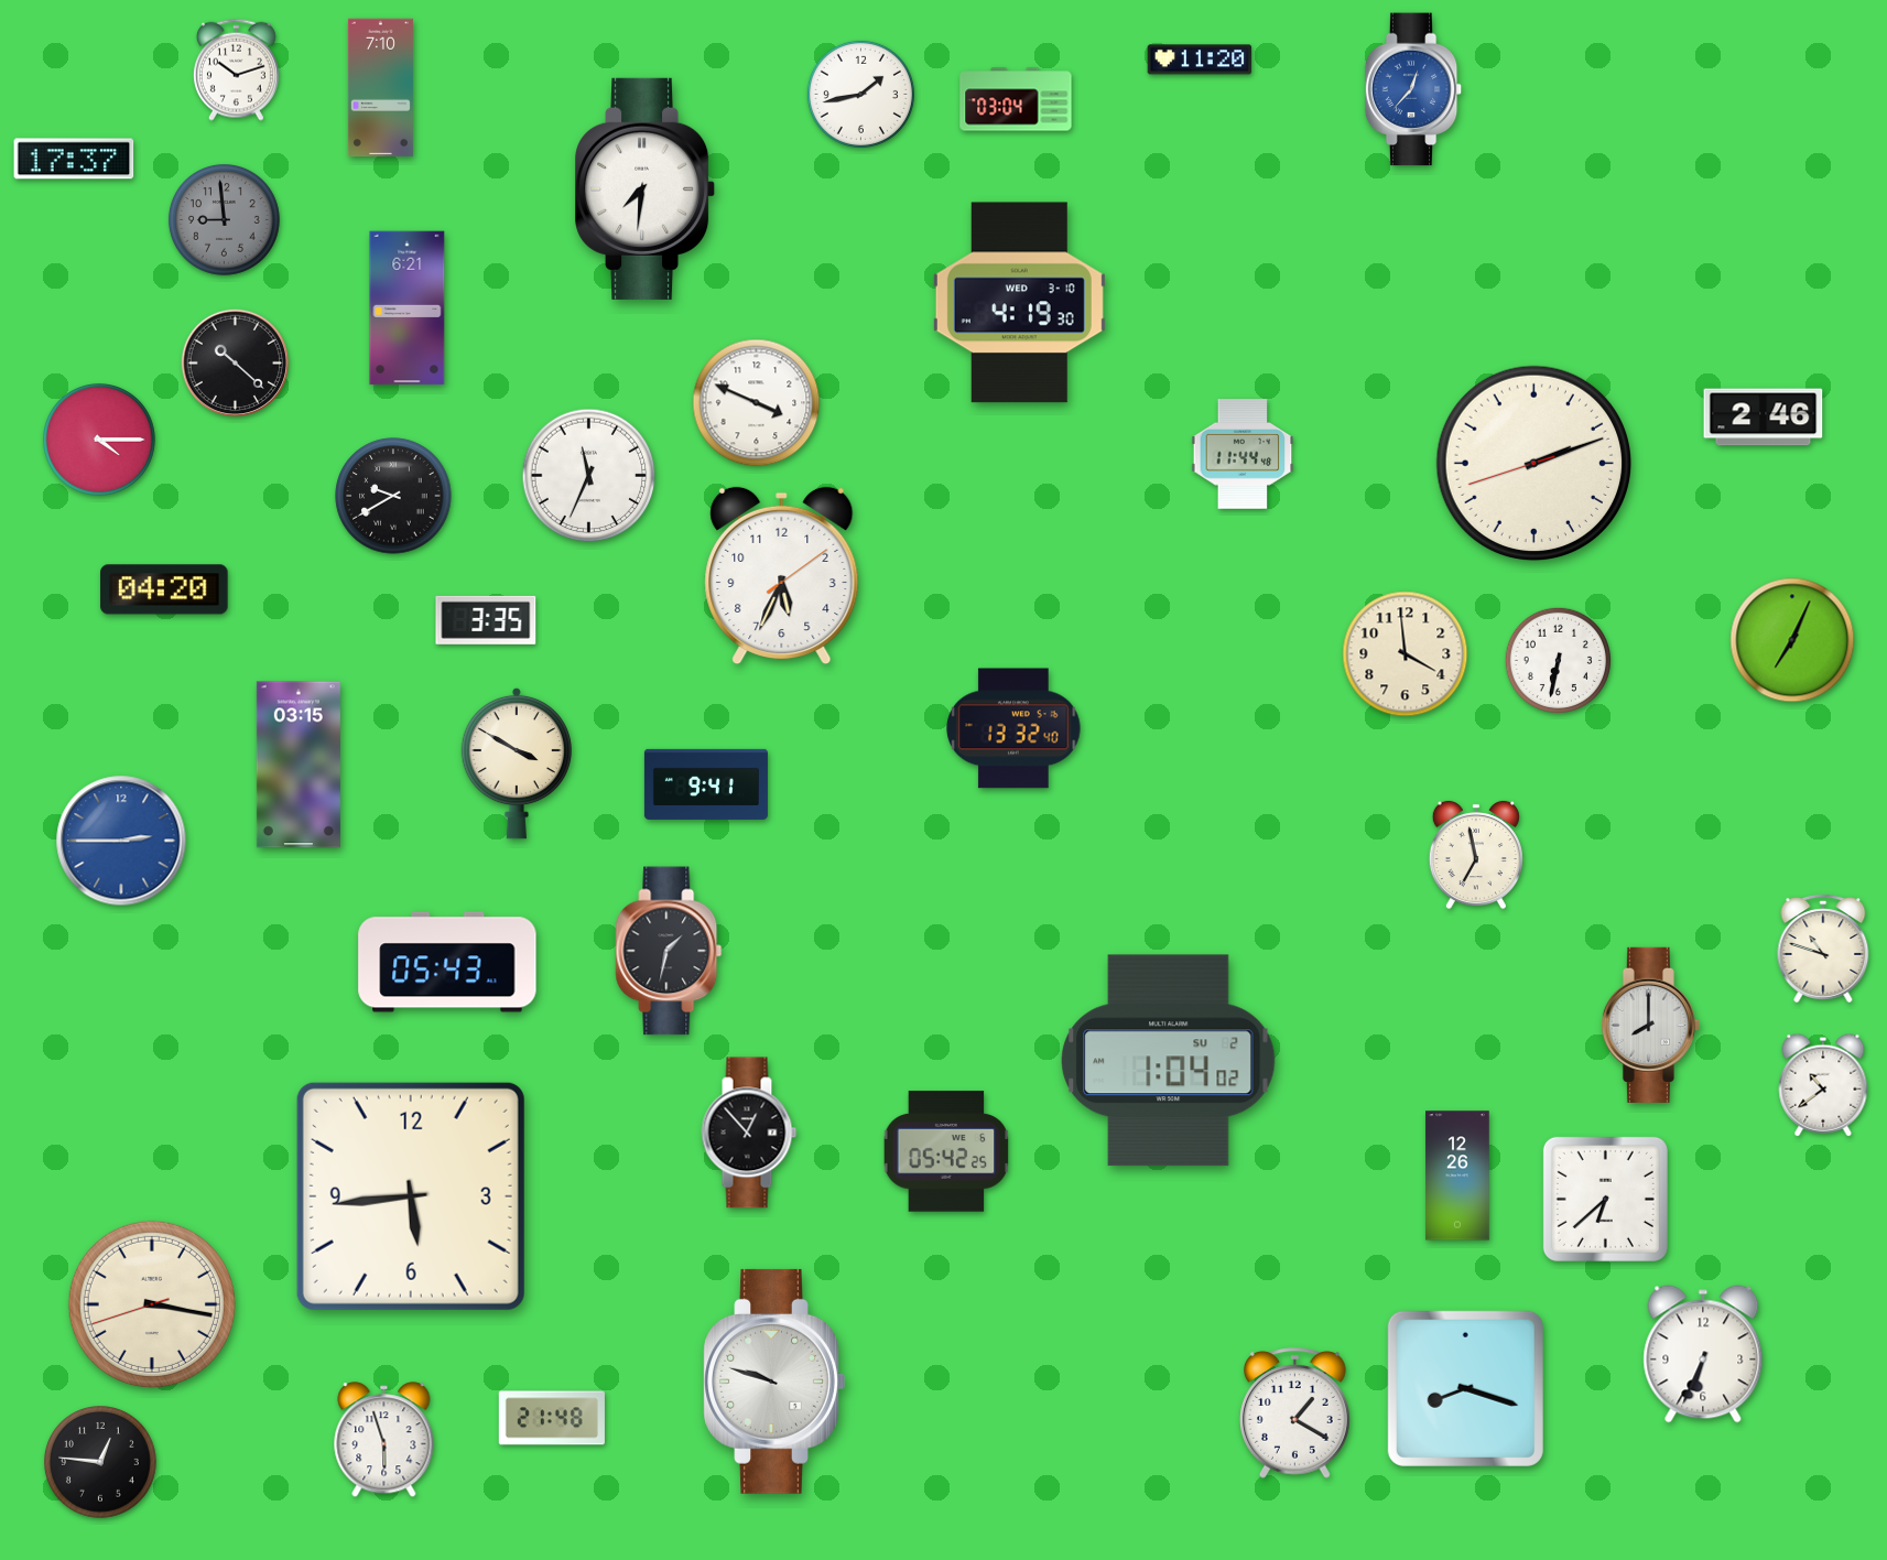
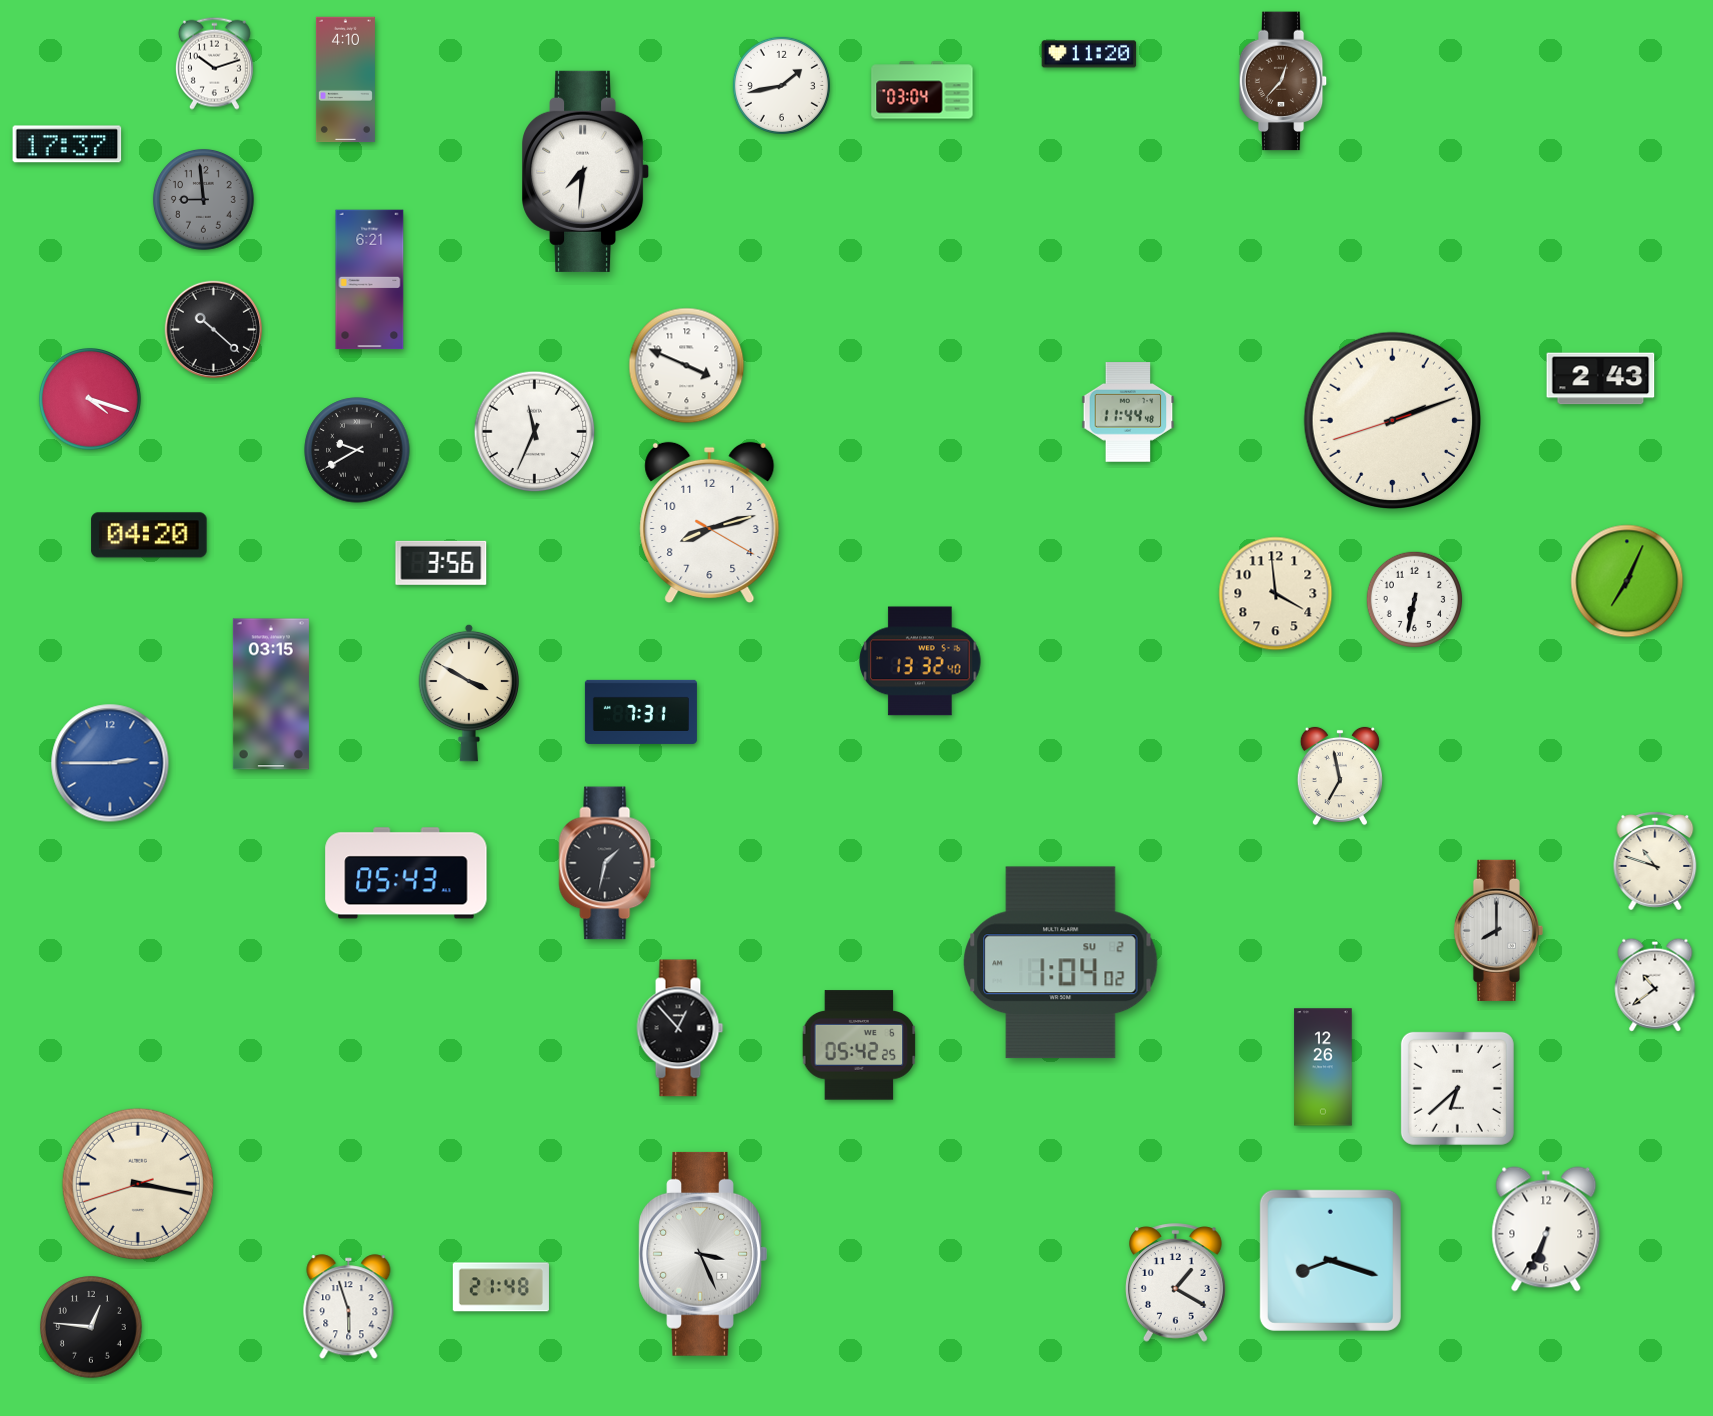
clock at (380, 88): 7:10 -> 4:10
clock at (1413, 89) dial: blue -> brown
clock at (1019, 303): 4:19 -> none
clock at (1764, 418): 2:46 -> 2:43
clock at (100, 441): 4:15 -> 4:18
clock at (782, 576): 5:34 -> 8:12
clock at (486, 620): 3:35 -> 3:56
clock at (706, 784): 9:41 -> 7:31
clock at (411, 1196): 5:44 -> none
clock at (774, 1382): 9:48 -> 3:26
